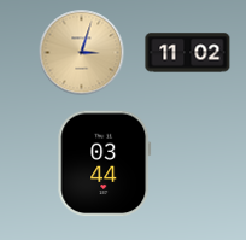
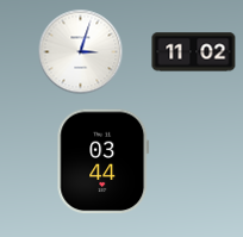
clock at (82, 53) dial: champagne -> white
clock at (188, 53) position: (188, 53) -> (194, 52)
